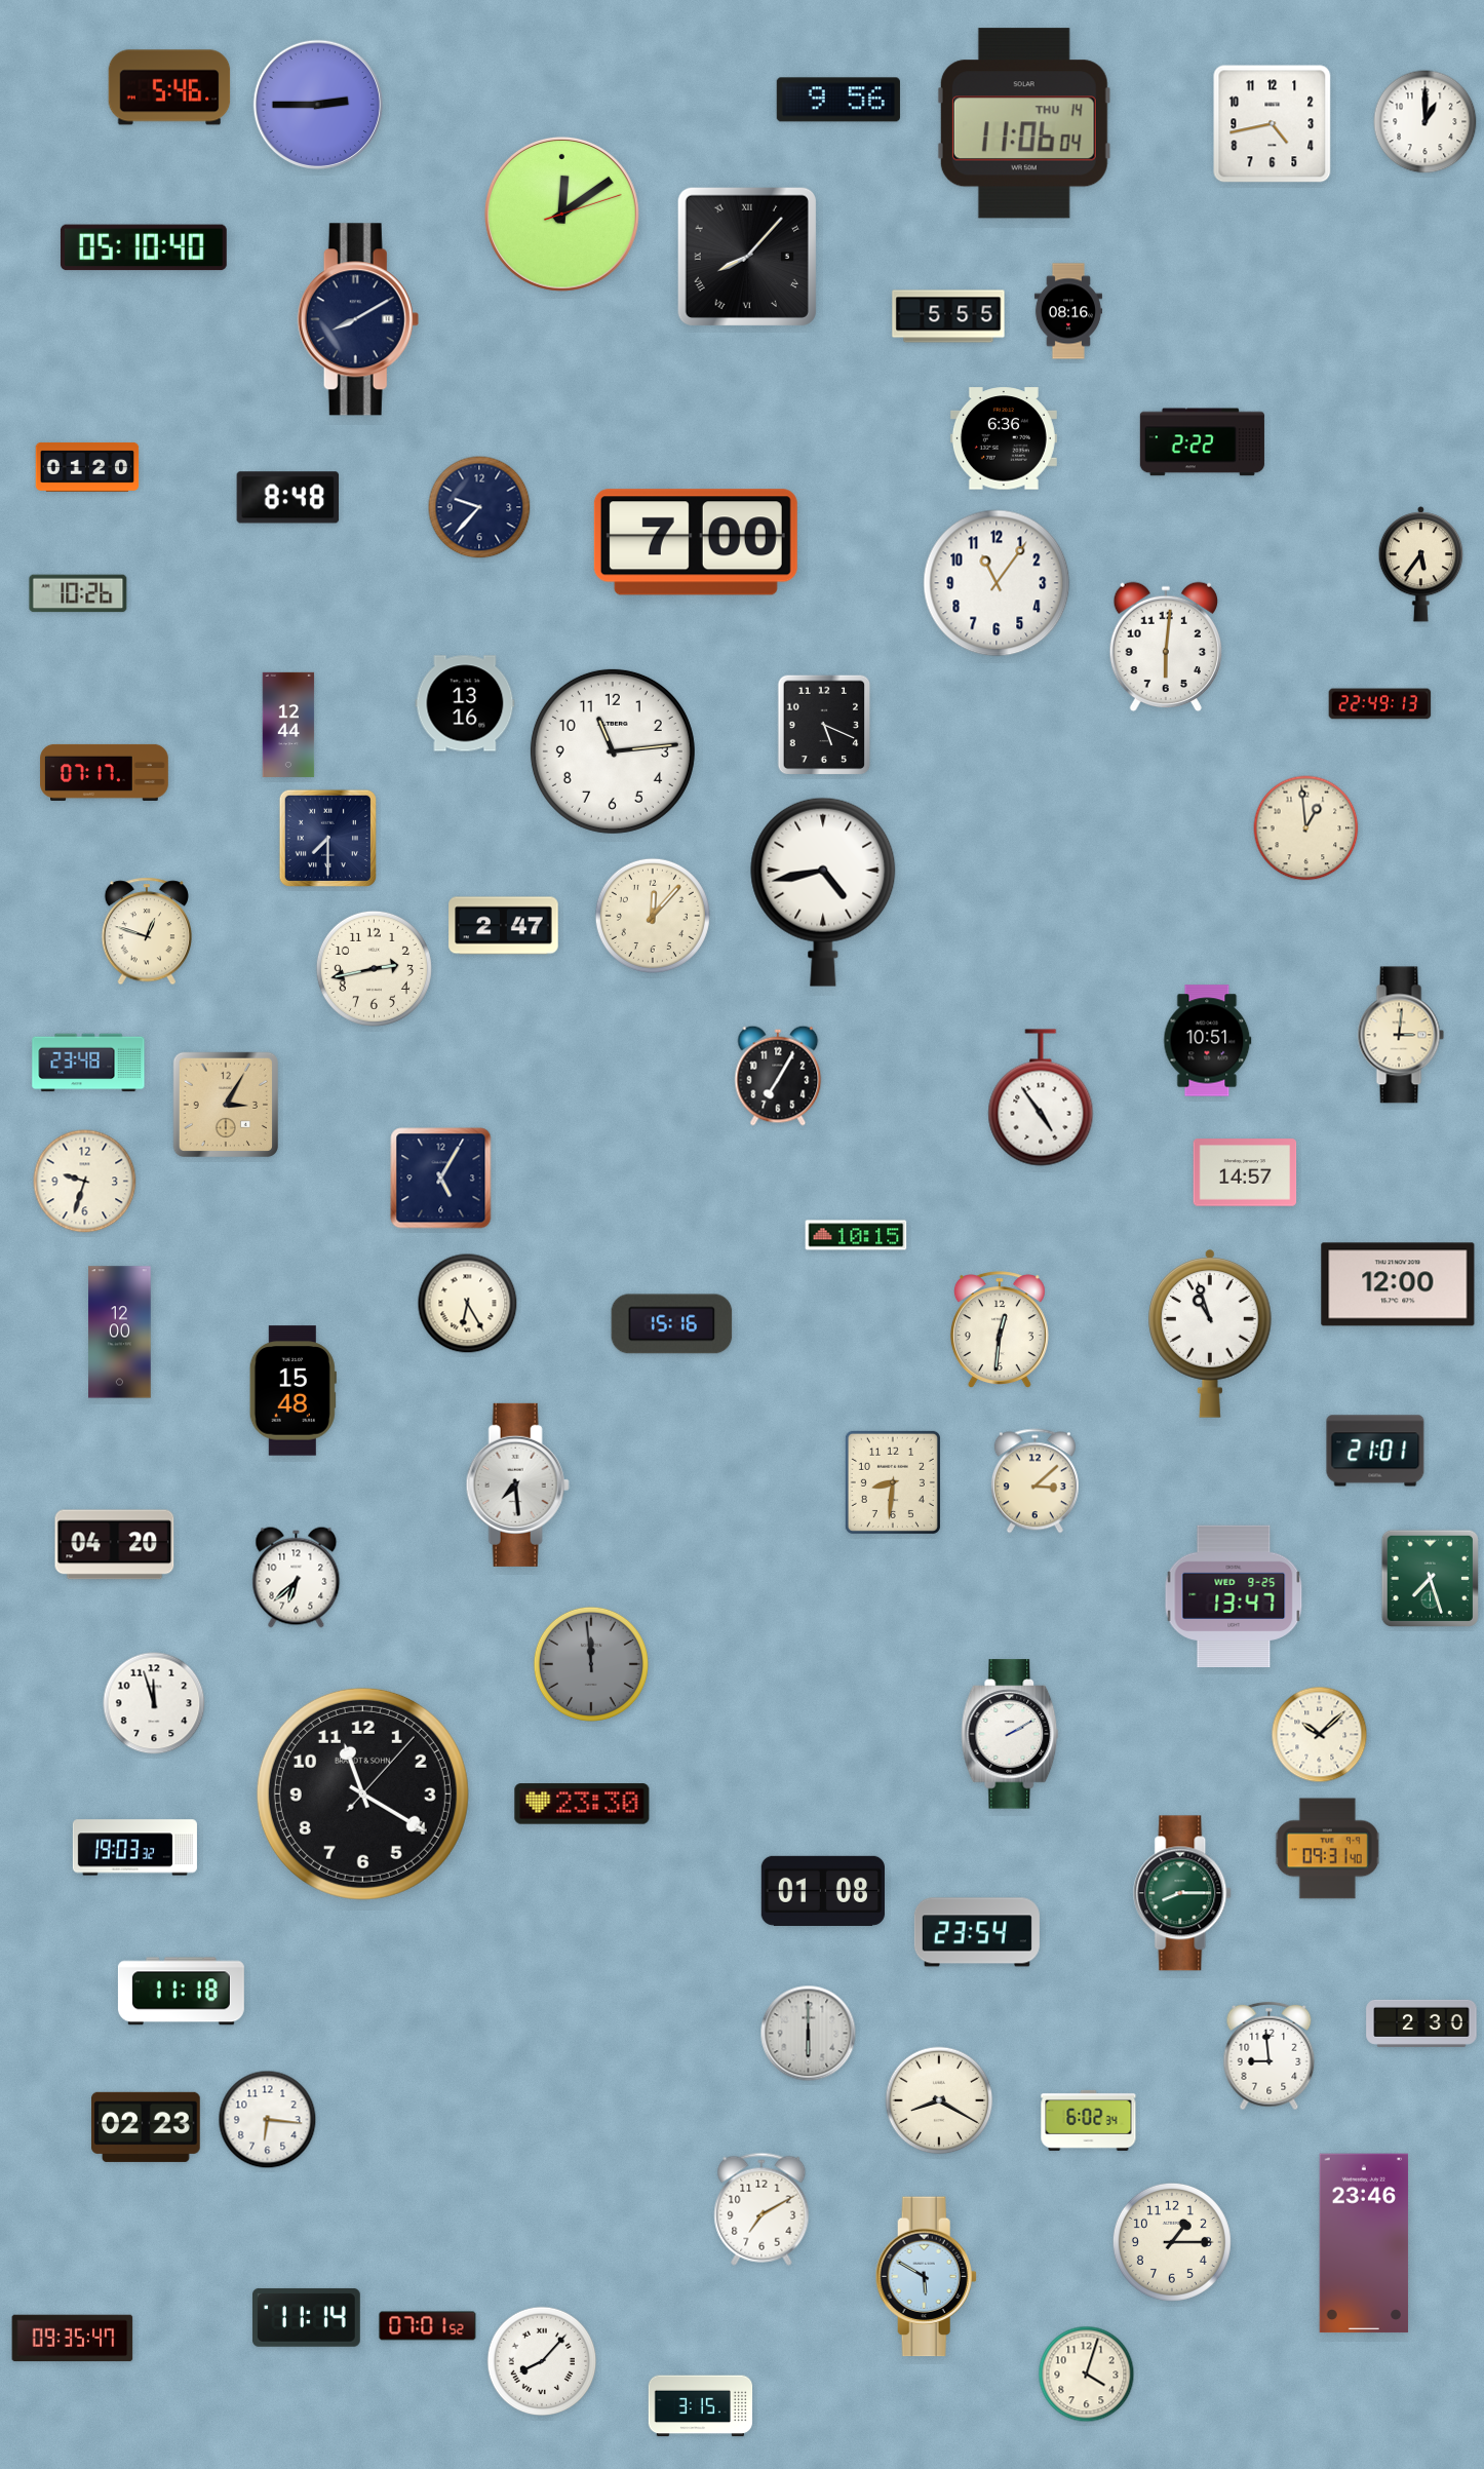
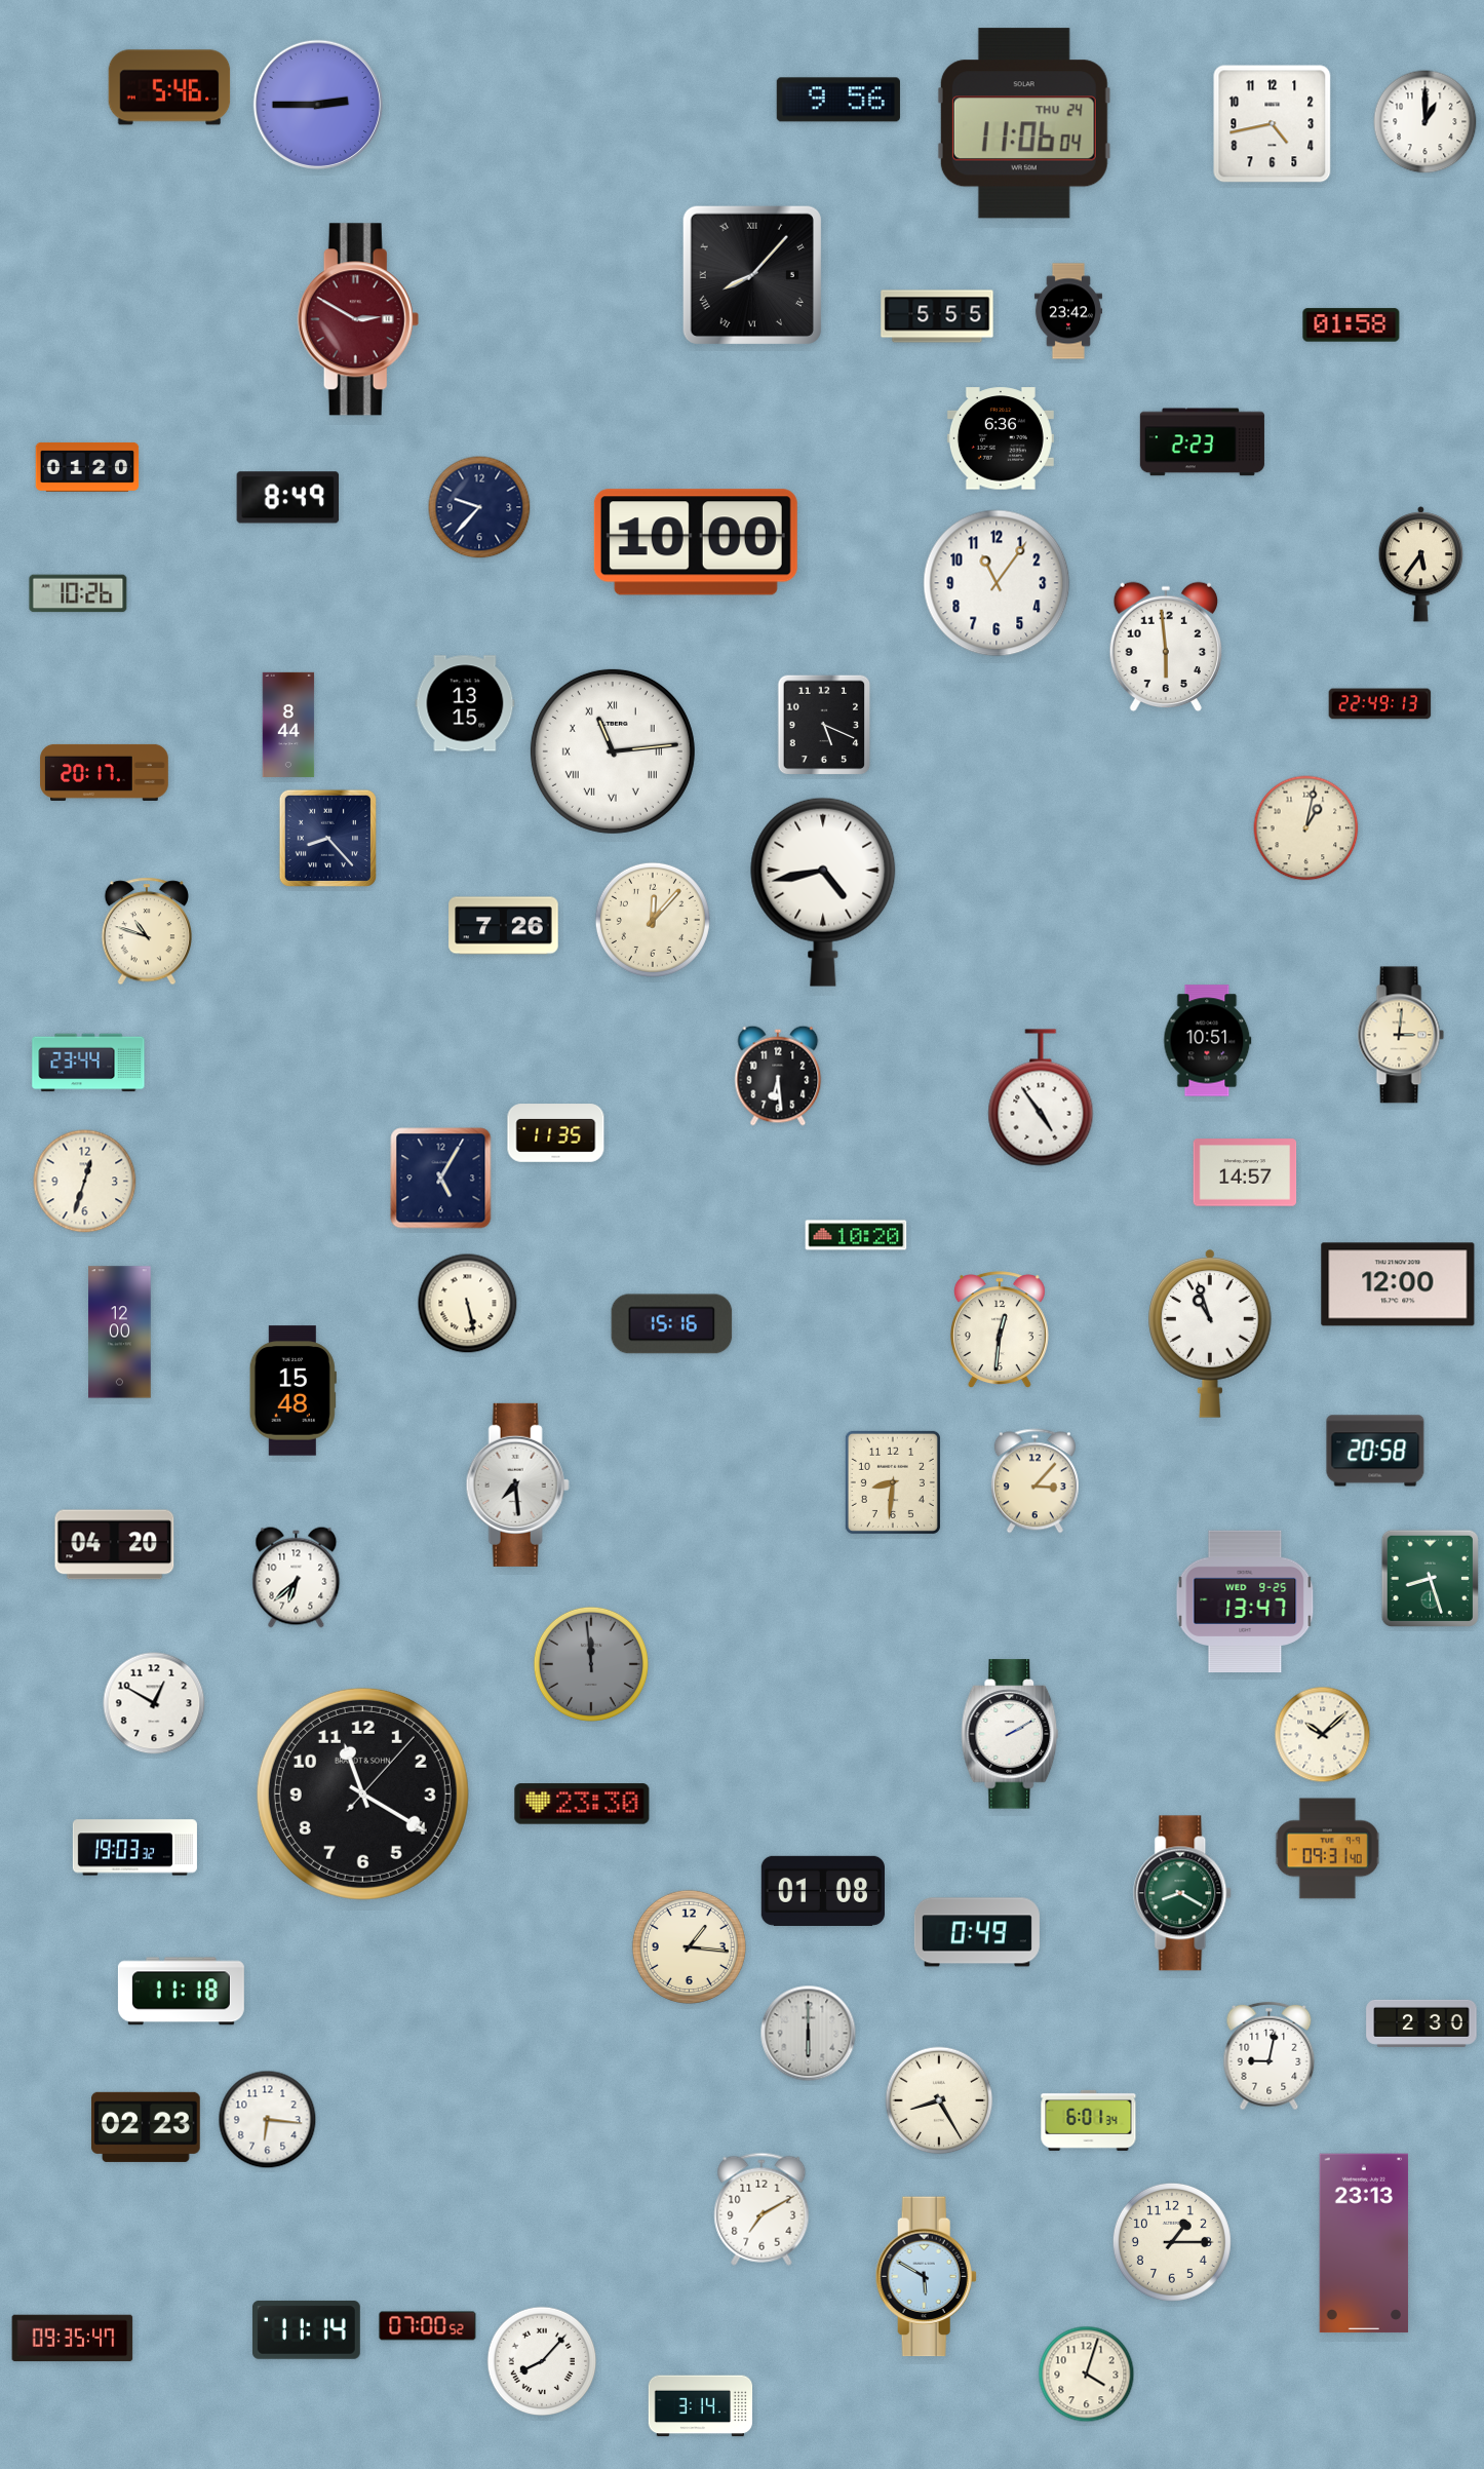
clock at (1024, 123) date: THU 14 -> THU 24
clock at (561, 214): 12:09 -> none
clock at (144, 247): 05:10 -> none
clock at (747, 257) position: (747, 257) -> (752, 275)
clock at (1068, 311): 08:16 -> 23:42
clock at (948, 316) position: (948, 316) -> (937, 316)
clock at (358, 319): 8:10 -> 2:50
clock at (358, 319) dial: navy -> burgundy
clock at (1352, 325): none -> 01:58
clock at (1004, 438) position: (1004, 438) -> (1001, 438)
clock at (1202, 442): 2:22 -> 2:23
clock at (288, 498): 8:48 -> 8:49
clock at (696, 542): 7:00 -> 10:00
clock at (1165, 647): 6:01 -> 5:59
clock at (465, 703): 13:16 -> 13:15
clock at (288, 725): 12:44 -> 8:44
clock at (613, 751) numerals: Arabic -> Roman
clock at (105, 772): 07:17 -> 20:17
clock at (1306, 828): 12:59 -> 1:02
clock at (327, 838): 7:30 -> 8:23
clock at (653, 916) position: (653, 916) -> (653, 920)
clock at (504, 926): 2:47 -> 7:26
clock at (146, 931): 12:48 -> 10:48
clock at (374, 968): 2:43 -> none
clock at (88, 1063): 23:48 -> 23:44
clock at (778, 1076): 7:05 -> 6:29
clock at (225, 1104): 3:05 -> none
clock at (556, 1133): none -> 11:35
clock at (85, 1182): 9:33 -> 12:33
clock at (856, 1235): 10:15 -> 10:20
clock at (468, 1304): 6:25 -> 5:28
clock at (1375, 1451): 21:01 -> 20:58
clock at (1034, 1481): 3:08 -> 3:07
clock at (1430, 1578): 7:27 -> 8:27
clock at (1234, 1595) position: (1234, 1595) -> (1245, 1600)
clock at (154, 1703): 11:57 -> 12:50
clock at (1320, 1735) position: (1320, 1735) -> (1323, 1735)
clock at (1183, 1893): 8:15 -> 8:20
clock at (977, 1932): 23:54 -> 0:49
clock at (689, 1946): none -> 1:16
clock at (1270, 2056): 8:59 -> 9:02
clock at (939, 2100): 8:20 -> 8:25
clock at (1089, 2120): 6:02 -> 6:01
clock at (1364, 2243): 23:46 -> 23:13
clock at (306, 2317) position: (306, 2317) -> (306, 2329)
clock at (428, 2326): 07:01 -> 07:00
clock at (701, 2406): 3:15 -> 3:14
